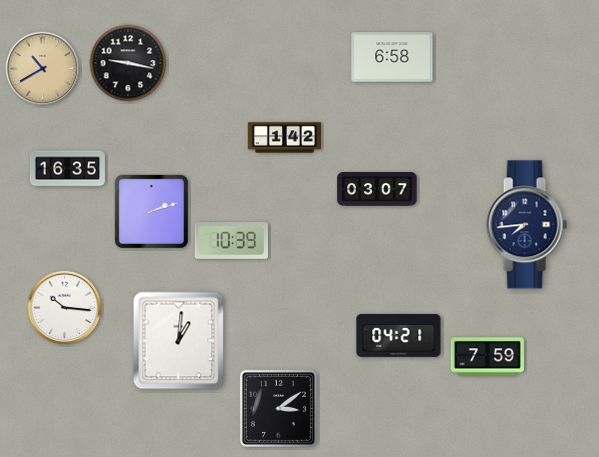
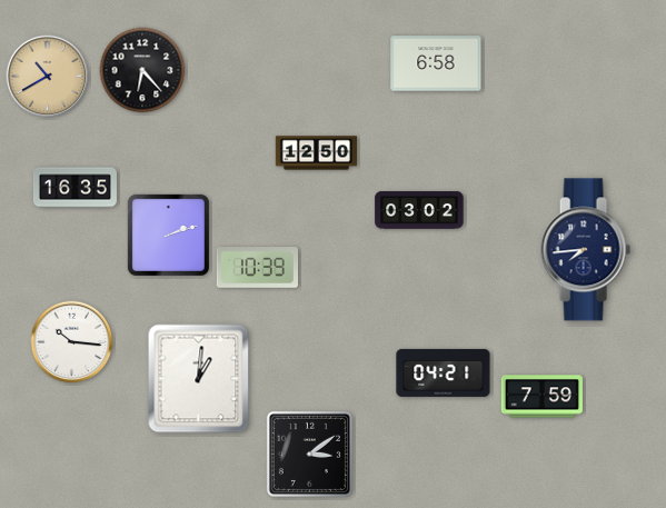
clock at (128, 63): 9:17 -> 6:23
clock at (285, 138): 1:42 -> 12:50
clock at (377, 189): 03:07 -> 03:02
